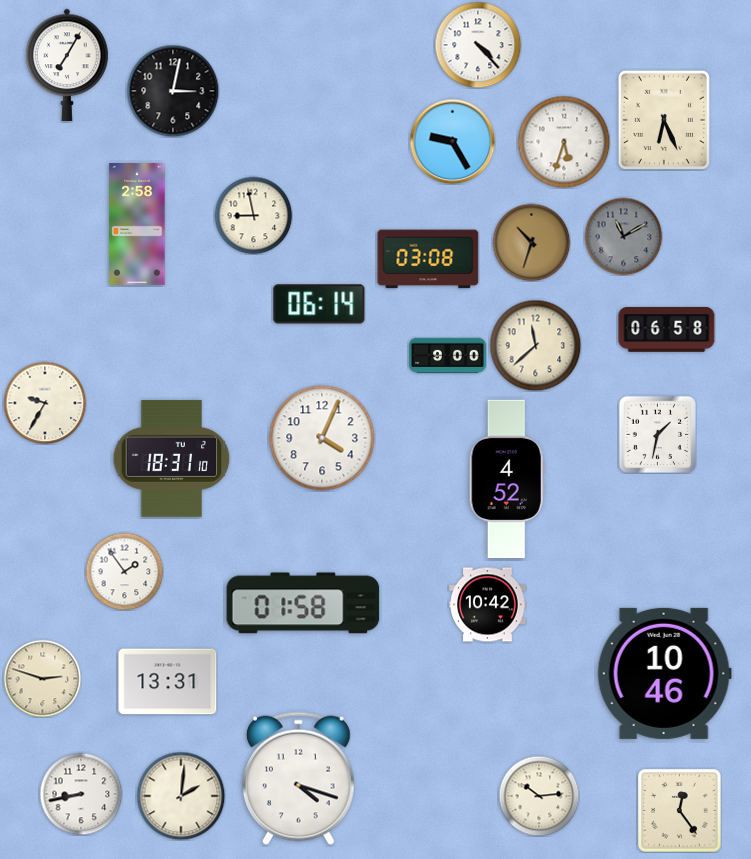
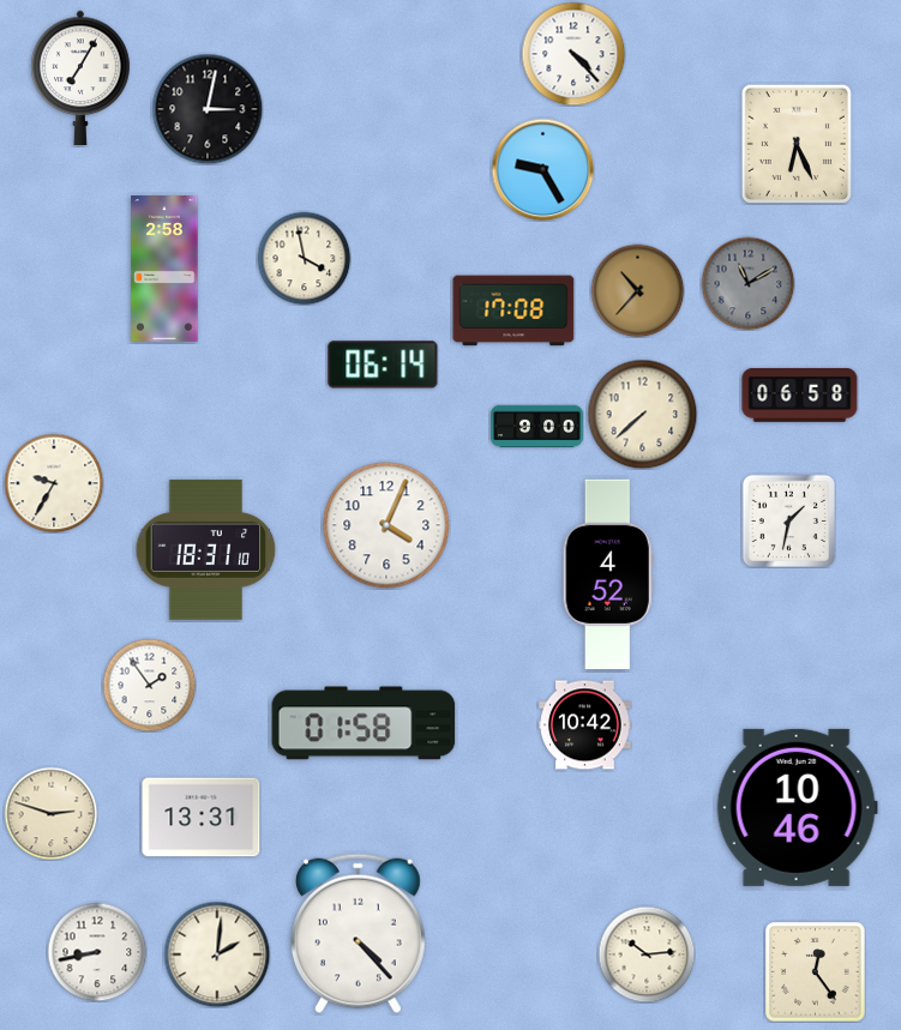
clock at (564, 142): 5:33 -> none
clock at (253, 215): 8:58 -> 3:58
clock at (531, 242): 10:33 -> 10:37
clock at (428, 259): 03:08 -> 17:08
clock at (535, 345): 11:38 -> 7:38
clock at (298, 779): 4:18 -> 4:23
